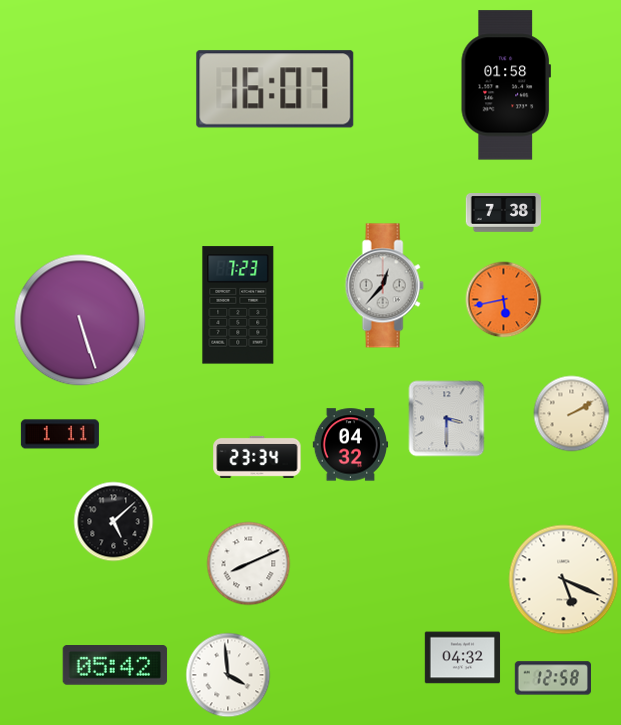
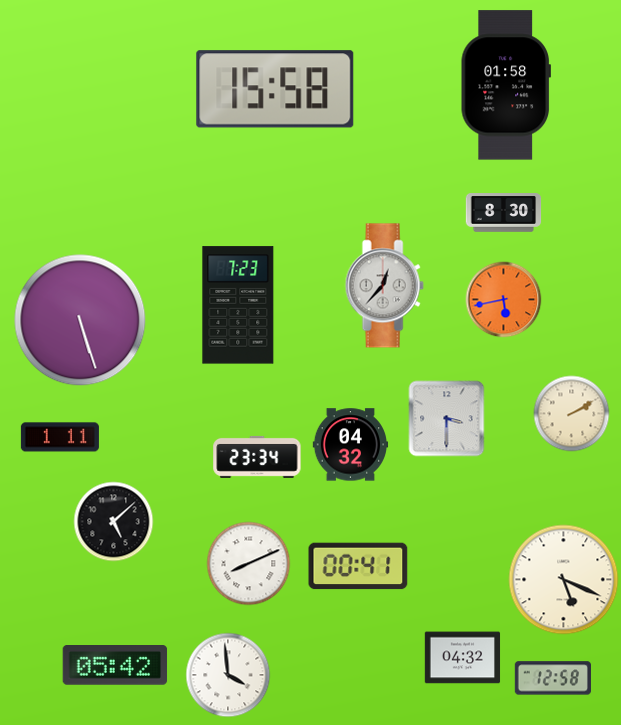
clock at (275, 89): 16:07 -> 15:58
clock at (504, 213): 7:38 -> 8:30
clock at (60, 434) position: (60, 434) -> (60, 437)
clock at (358, 566): none -> 00:41
